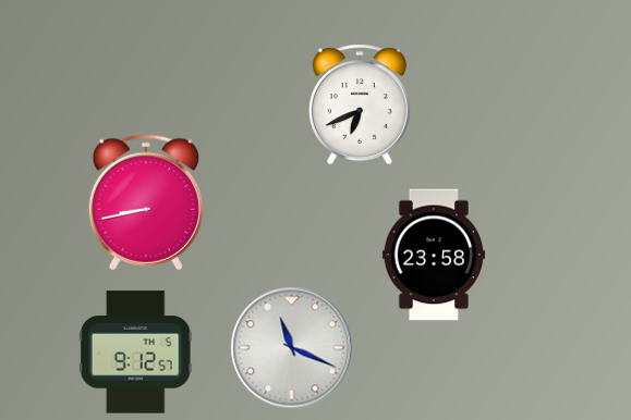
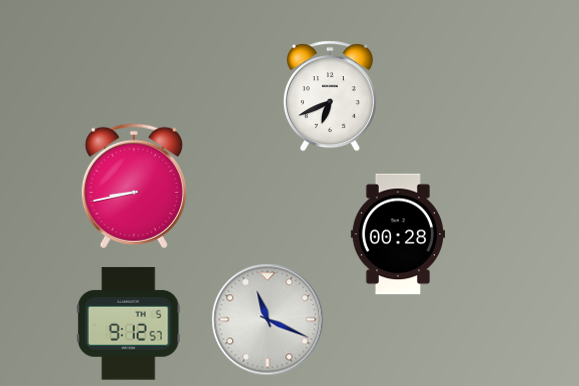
clock at (433, 255): 23:58 -> 00:28
clock at (135, 353) position: (135, 353) -> (128, 324)
